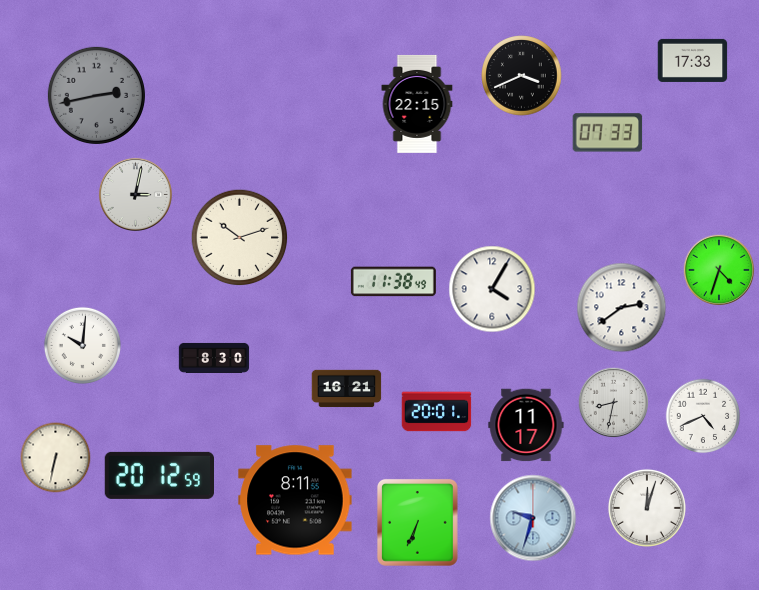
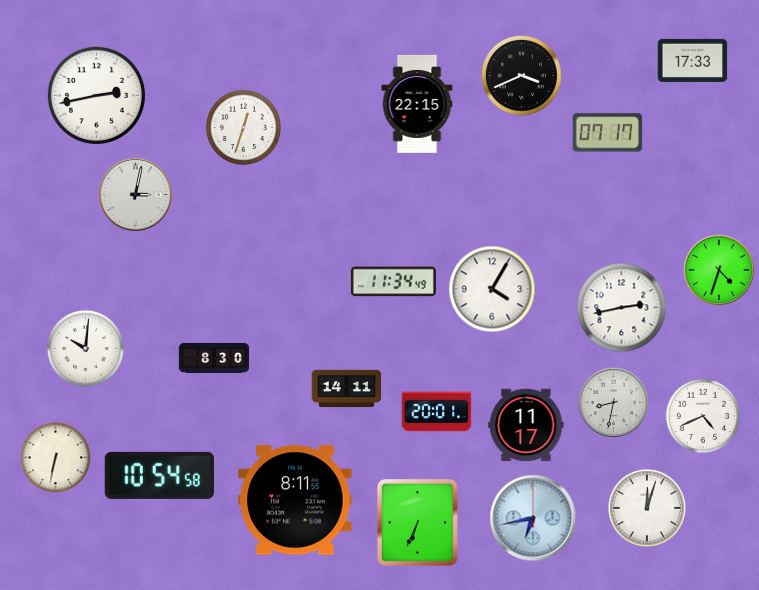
clock at (96, 95) dial: grey -> white
clock at (244, 128): none -> 12:33
clock at (608, 133): 07:33 -> 07:17
clock at (240, 238): 10:12 -> none
clock at (393, 282): 11:38 -> 11:34
clock at (622, 308): 2:39 -> 2:43
clock at (82, 345) position: (82, 345) -> (85, 348)
clock at (347, 389): 16:21 -> 14:11
clock at (159, 475): 20:12 -> 10:54
clock at (533, 518): 9:33 -> 6:43
